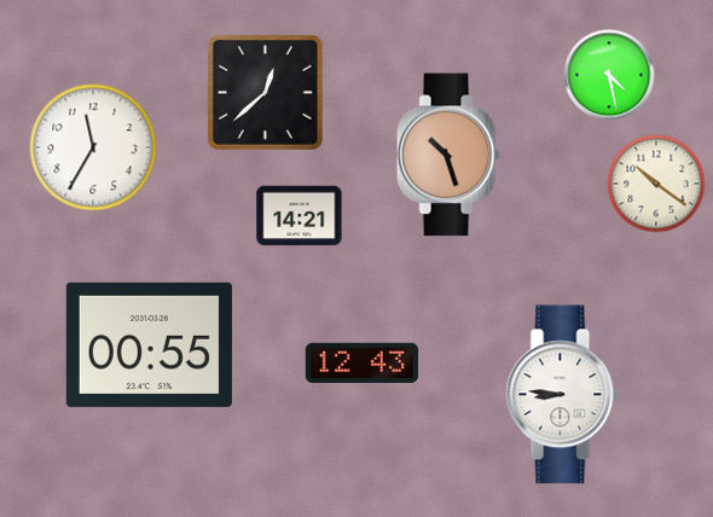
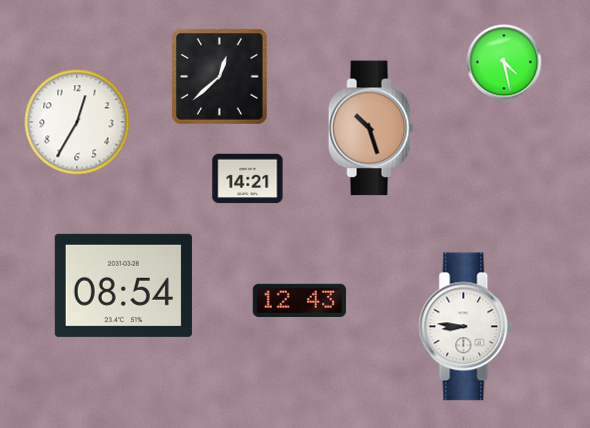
clock at (93, 147): 11:35 -> 12:35
clock at (656, 184): 10:21 -> none
clock at (149, 344): 00:55 -> 08:54
